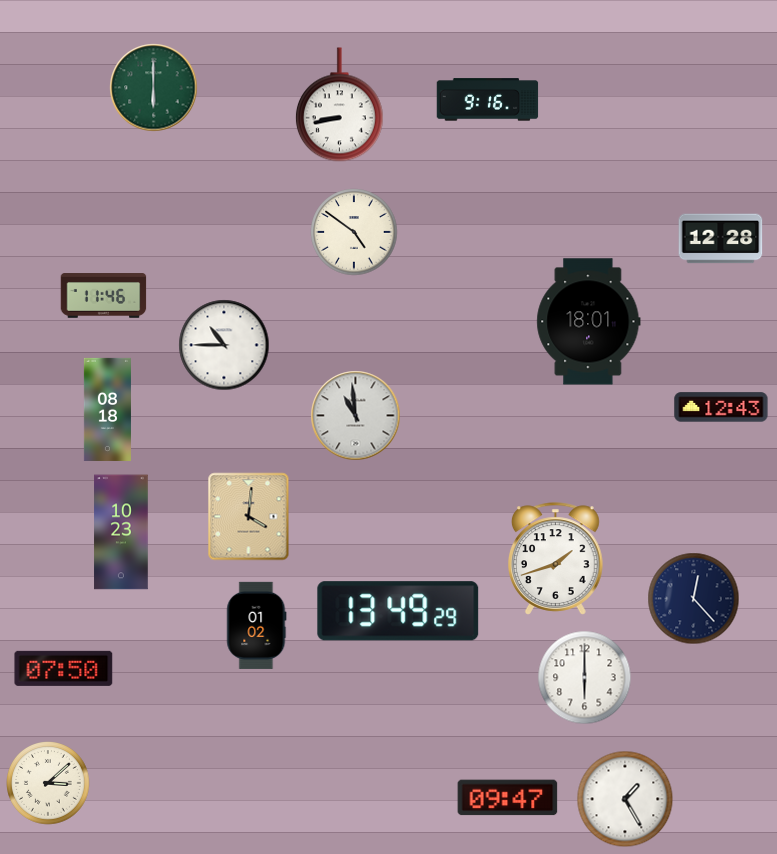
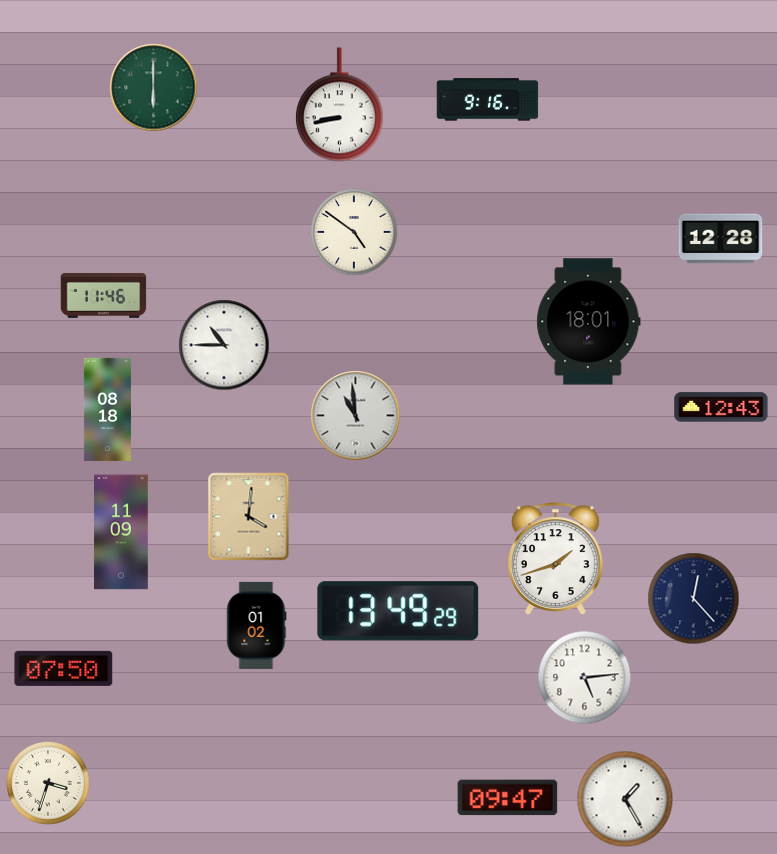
clock at (121, 532): 10:23 -> 11:09
clock at (585, 678): 6:00 -> 5:14
clock at (49, 784): 3:08 -> 3:33
